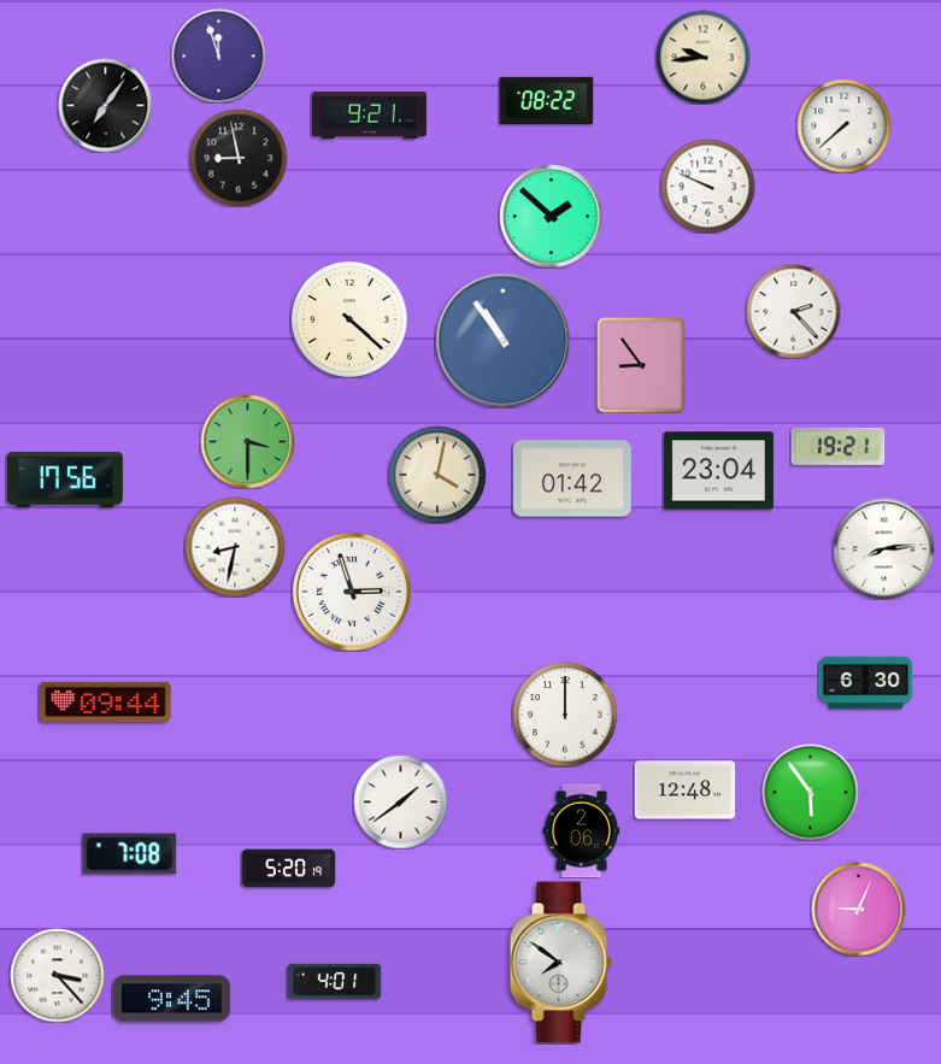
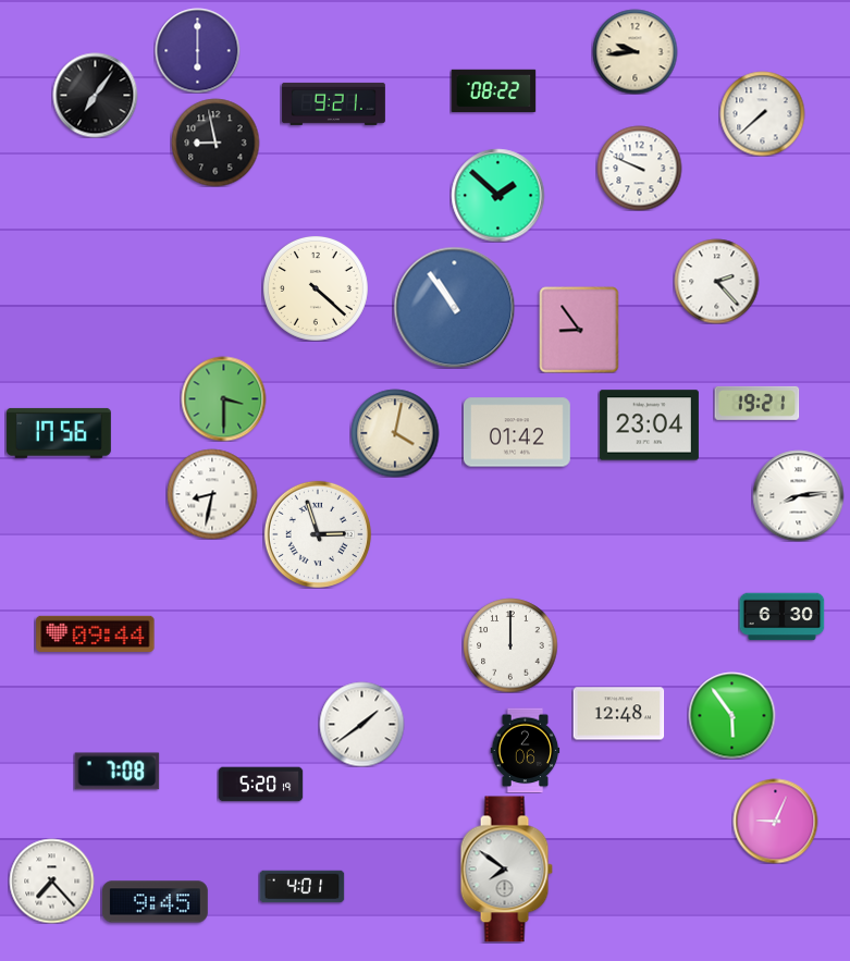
clock at (218, 55): 11:57 -> 6:00
clock at (437, 475) position: (437, 475) -> (395, 433)
clock at (57, 975): 3:23 -> 7:23
